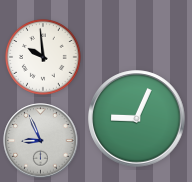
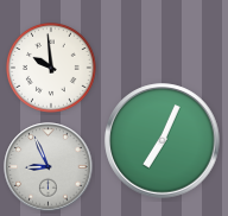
clock at (137, 119): 9:04 -> 7:04
